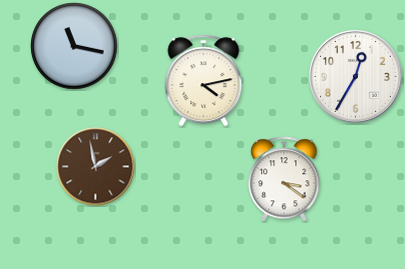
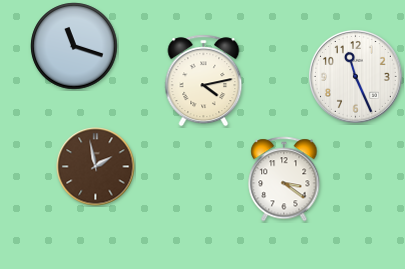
clock at (74, 46): 11:17 -> 11:18
clock at (356, 77): 12:35 -> 11:26
